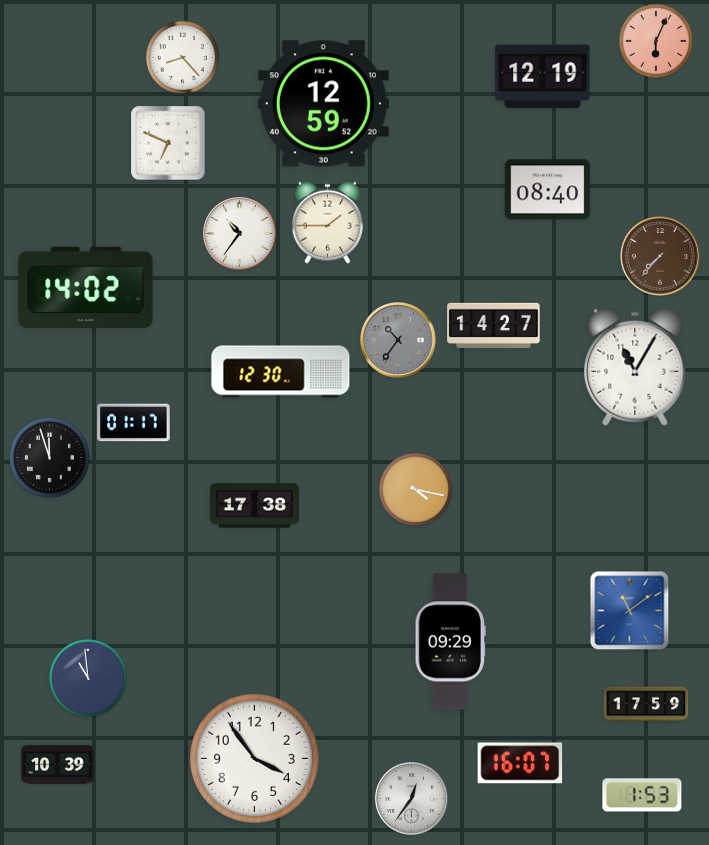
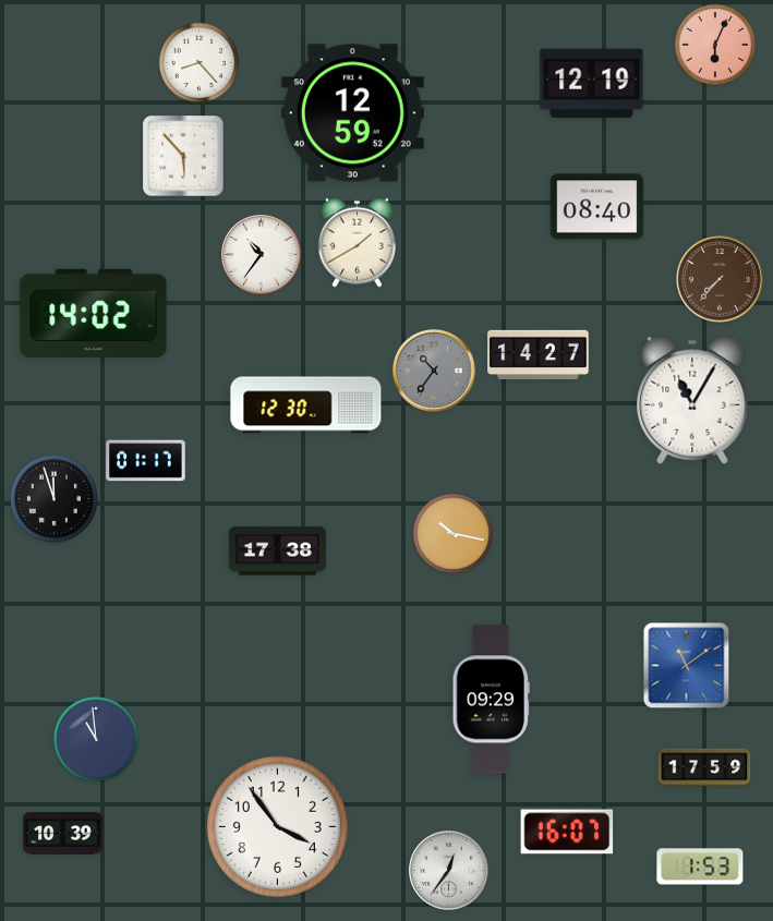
clock at (168, 143): 6:49 -> 5:53
clock at (327, 222): 1:45 -> 1:40
clock at (415, 489): 4:17 -> 10:17
